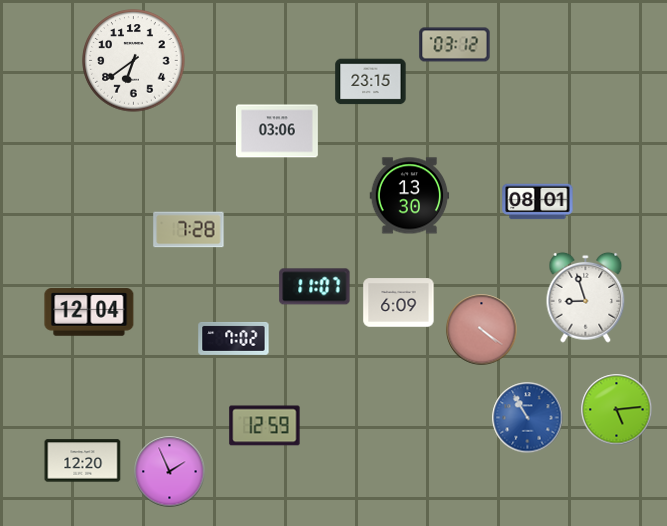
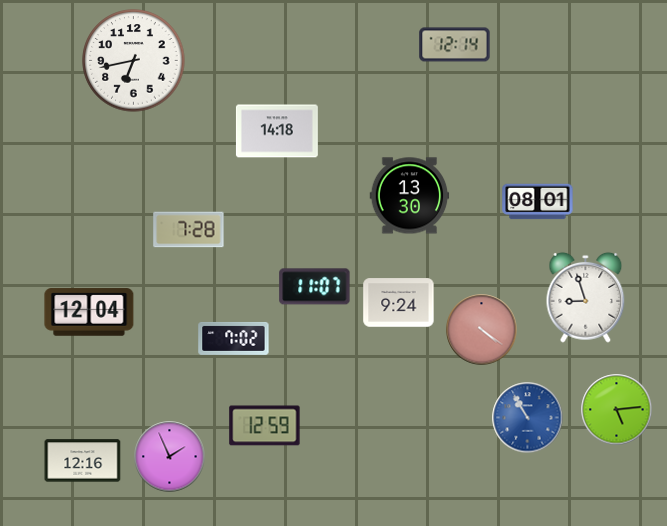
clock at (455, 45): 03:12 -> 12:14
clock at (134, 61): 6:39 -> 6:43
clock at (371, 82): 23:15 -> none
clock at (277, 131): 03:06 -> 14:18
clock at (399, 303): 6:09 -> 9:24
clock at (83, 461): 12:20 -> 12:16
clock at (170, 472) position: (170, 472) -> (170, 457)
